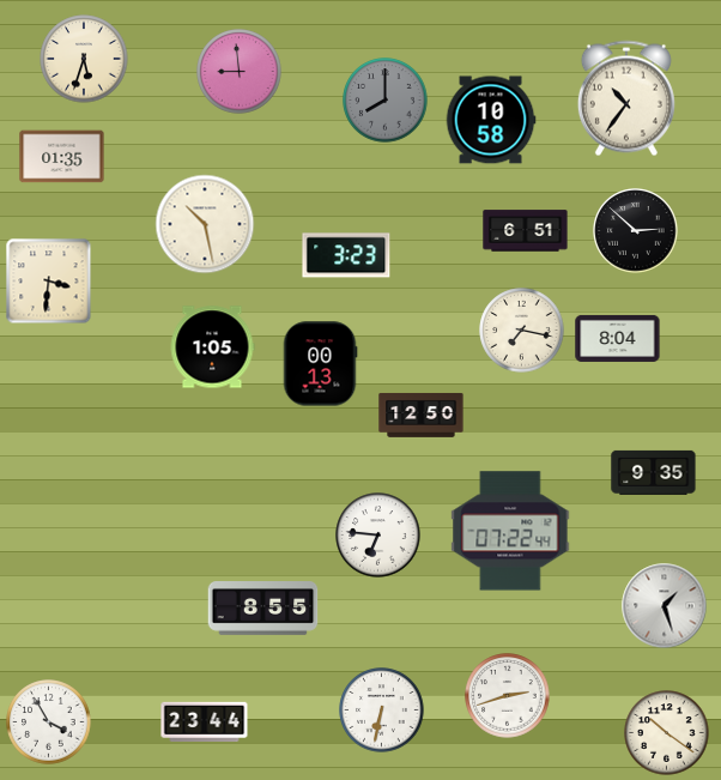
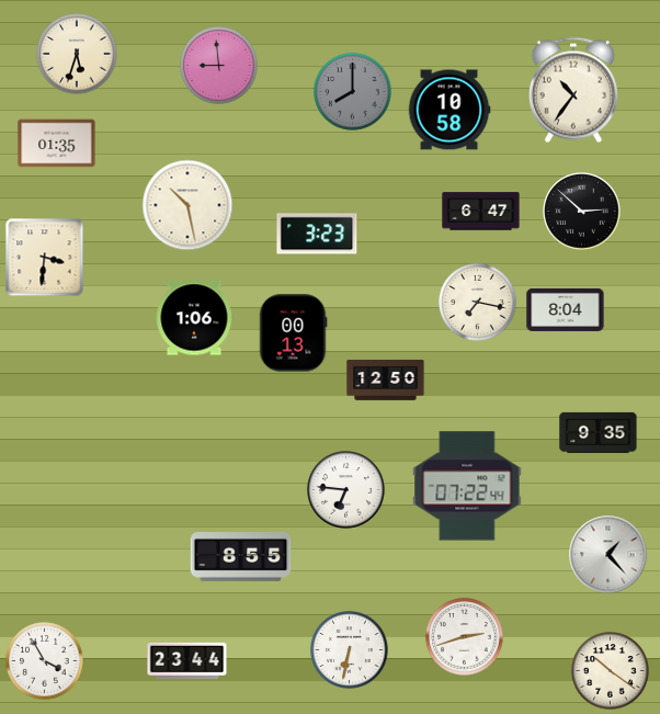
clock at (526, 231): 6:51 -> 6:47
clock at (212, 347): 1:05 -> 1:06
clock at (665, 606): 1:27 -> 1:23
